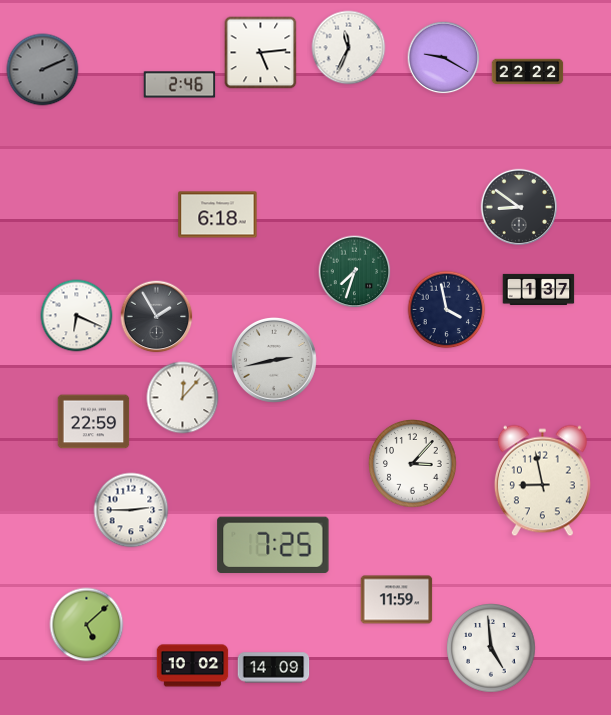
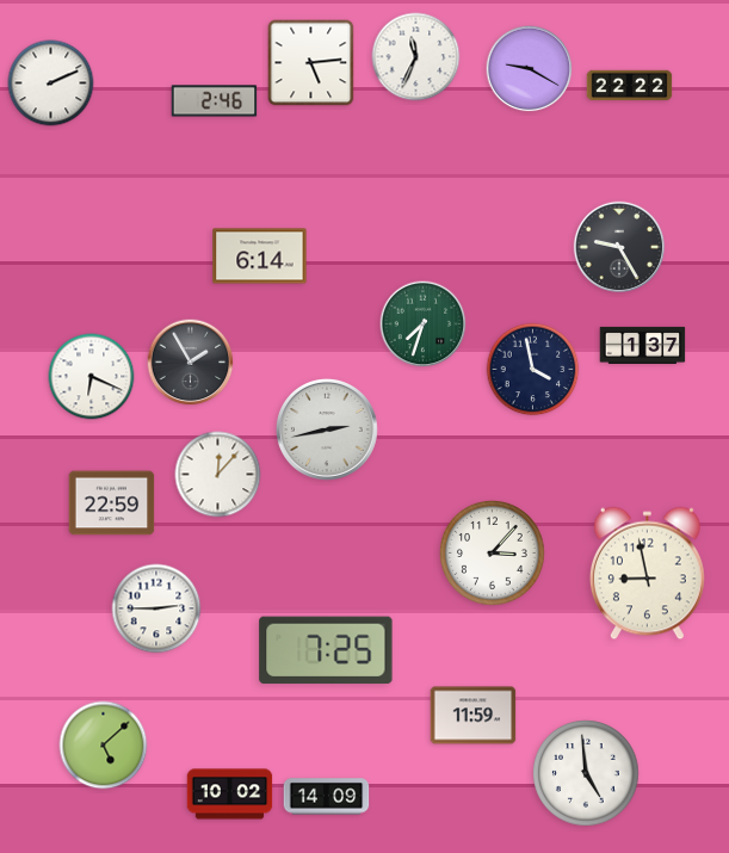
clock at (43, 70) dial: grey -> white
clock at (519, 207): 8:51 -> 9:25
clock at (218, 215): 6:18 -> 6:14
clock at (157, 317) position: (157, 317) -> (191, 363)
